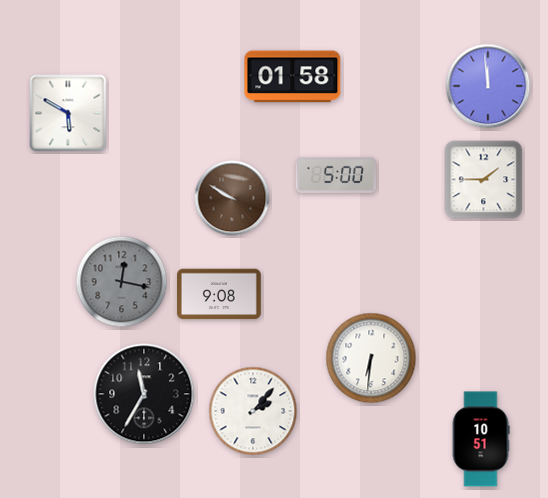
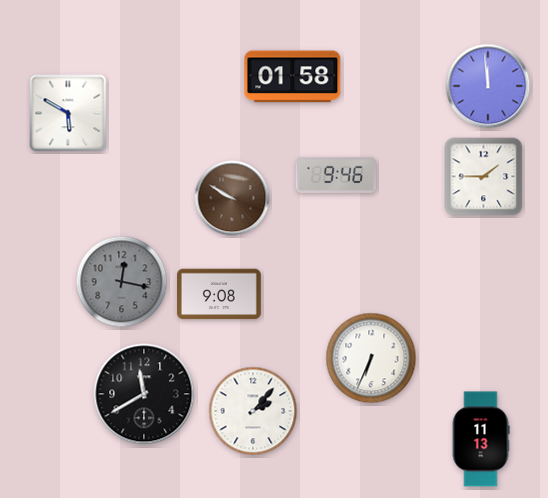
clock at (335, 175): 5:00 -> 9:46
clock at (484, 180) position: (484, 180) -> (484, 177)
clock at (371, 358): 6:31 -> 6:34
clock at (144, 394): 11:35 -> 11:40
clock at (481, 439): 10:51 -> 11:13
